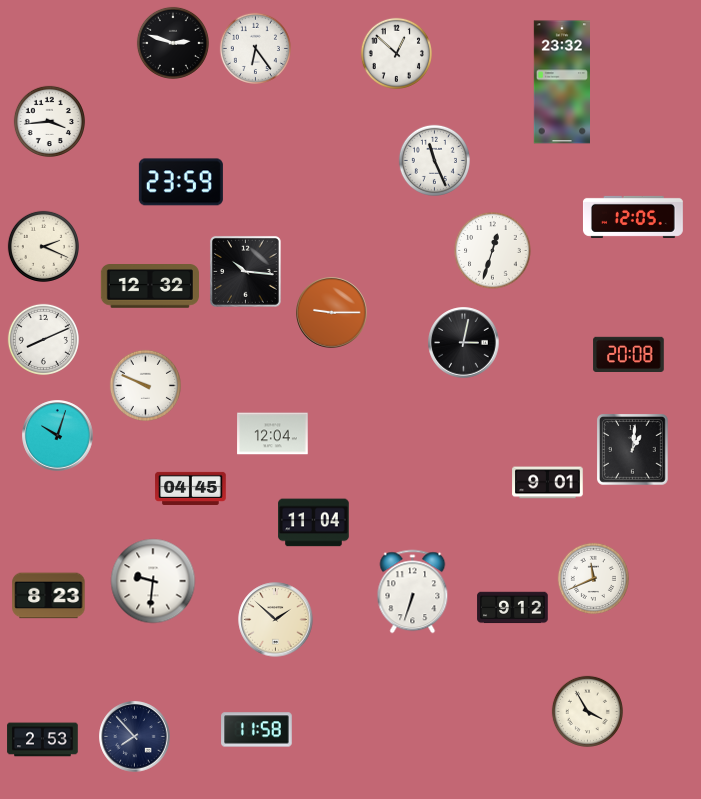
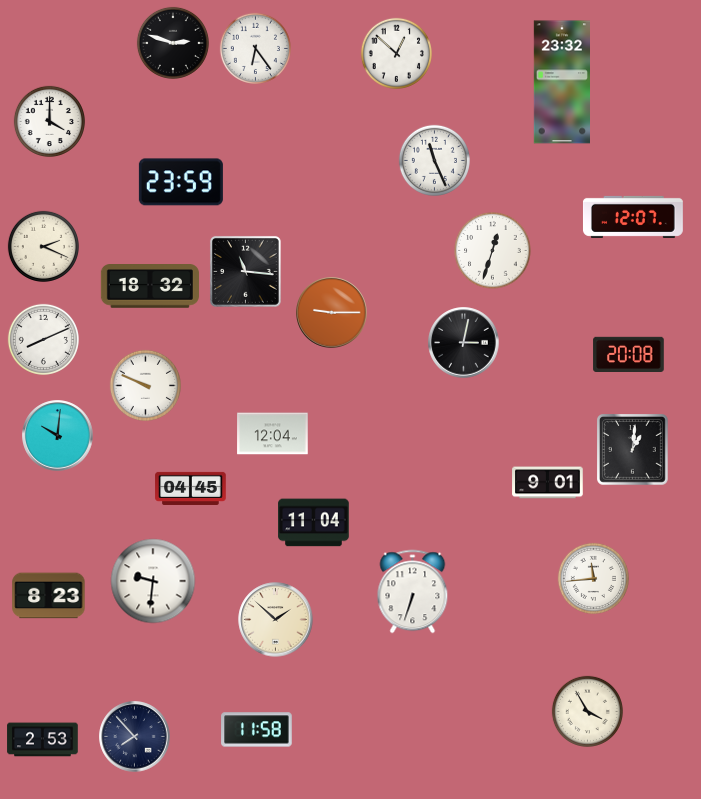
clock at (49, 121): 3:44 -> 4:00
clock at (633, 217): 12:05 -> 12:07
clock at (245, 271): 10:16 -> 11:16
clock at (150, 286): 12:32 -> 18:32
clock at (58, 436): 10:03 -> 10:01
clock at (593, 578): 11:41 -> 11:44
clock at (513, 608): 9:12 -> none
